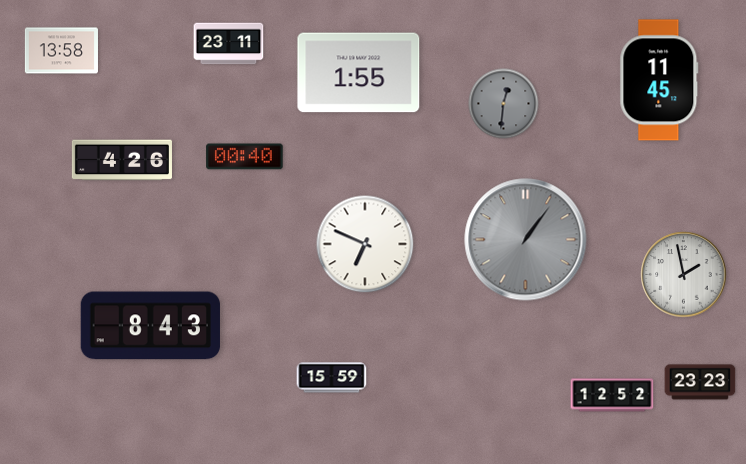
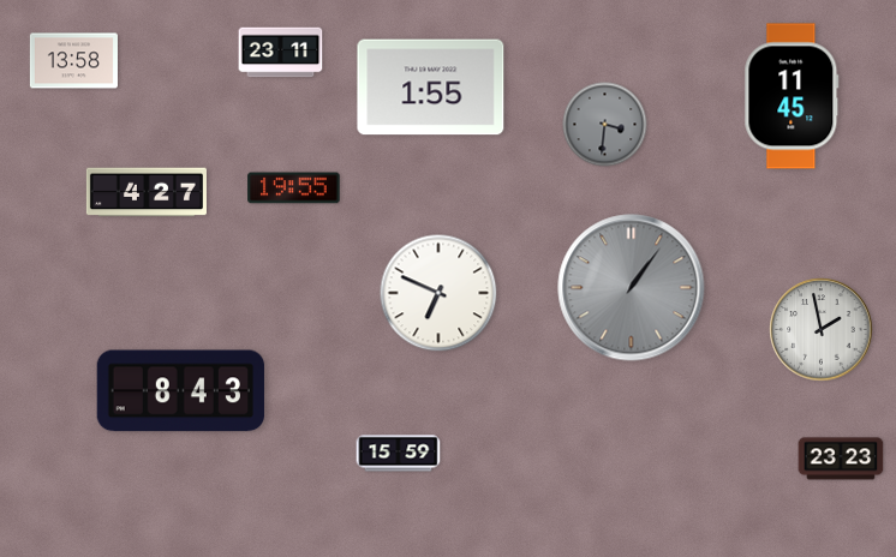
clock at (229, 44) position: (229, 44) -> (281, 53)
clock at (504, 104): 12:31 -> 3:31
clock at (245, 157): 00:40 -> 19:55
clock at (122, 160): 4:26 -> 4:27
clock at (612, 395): 12:52 -> none
